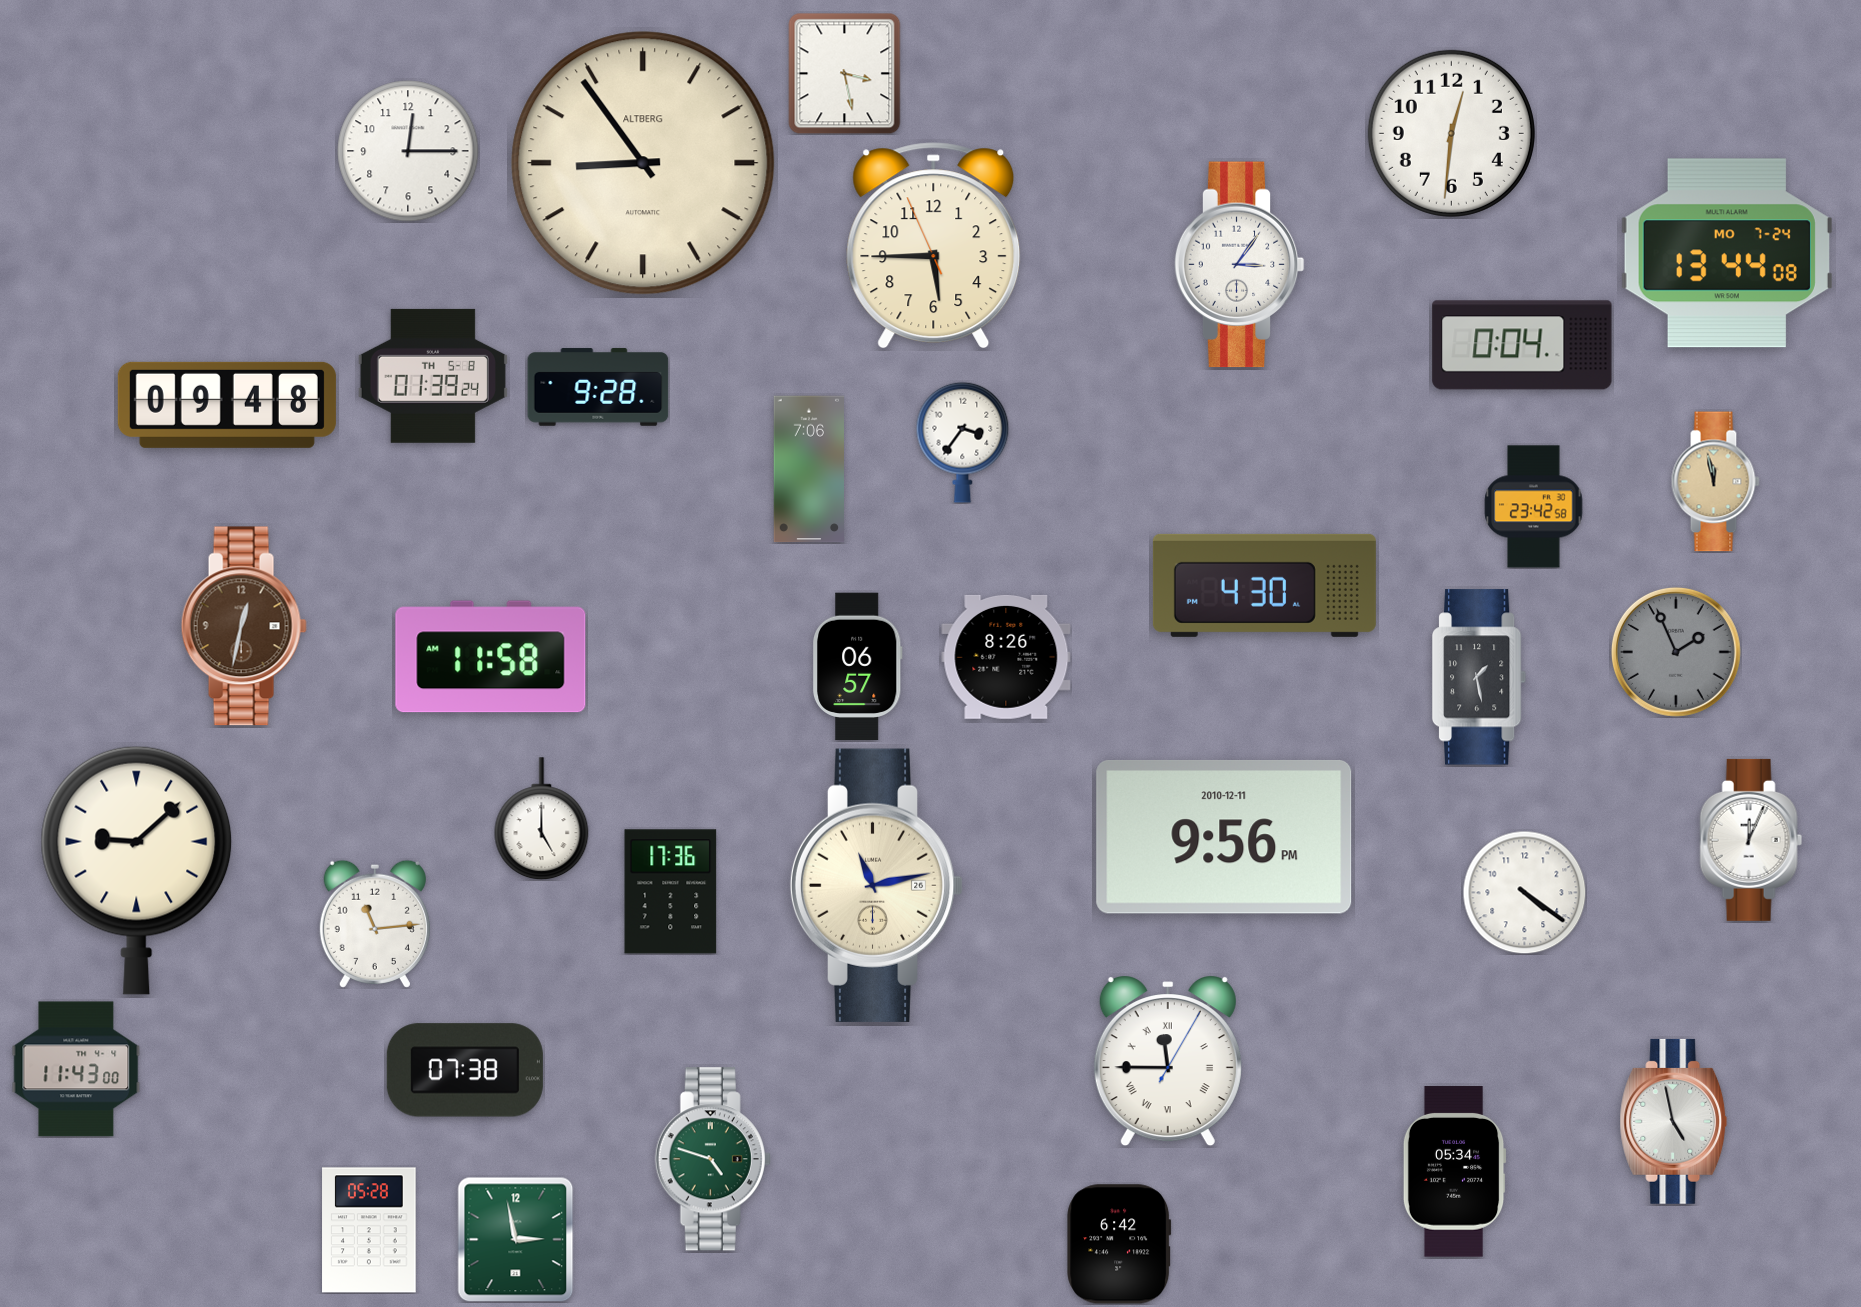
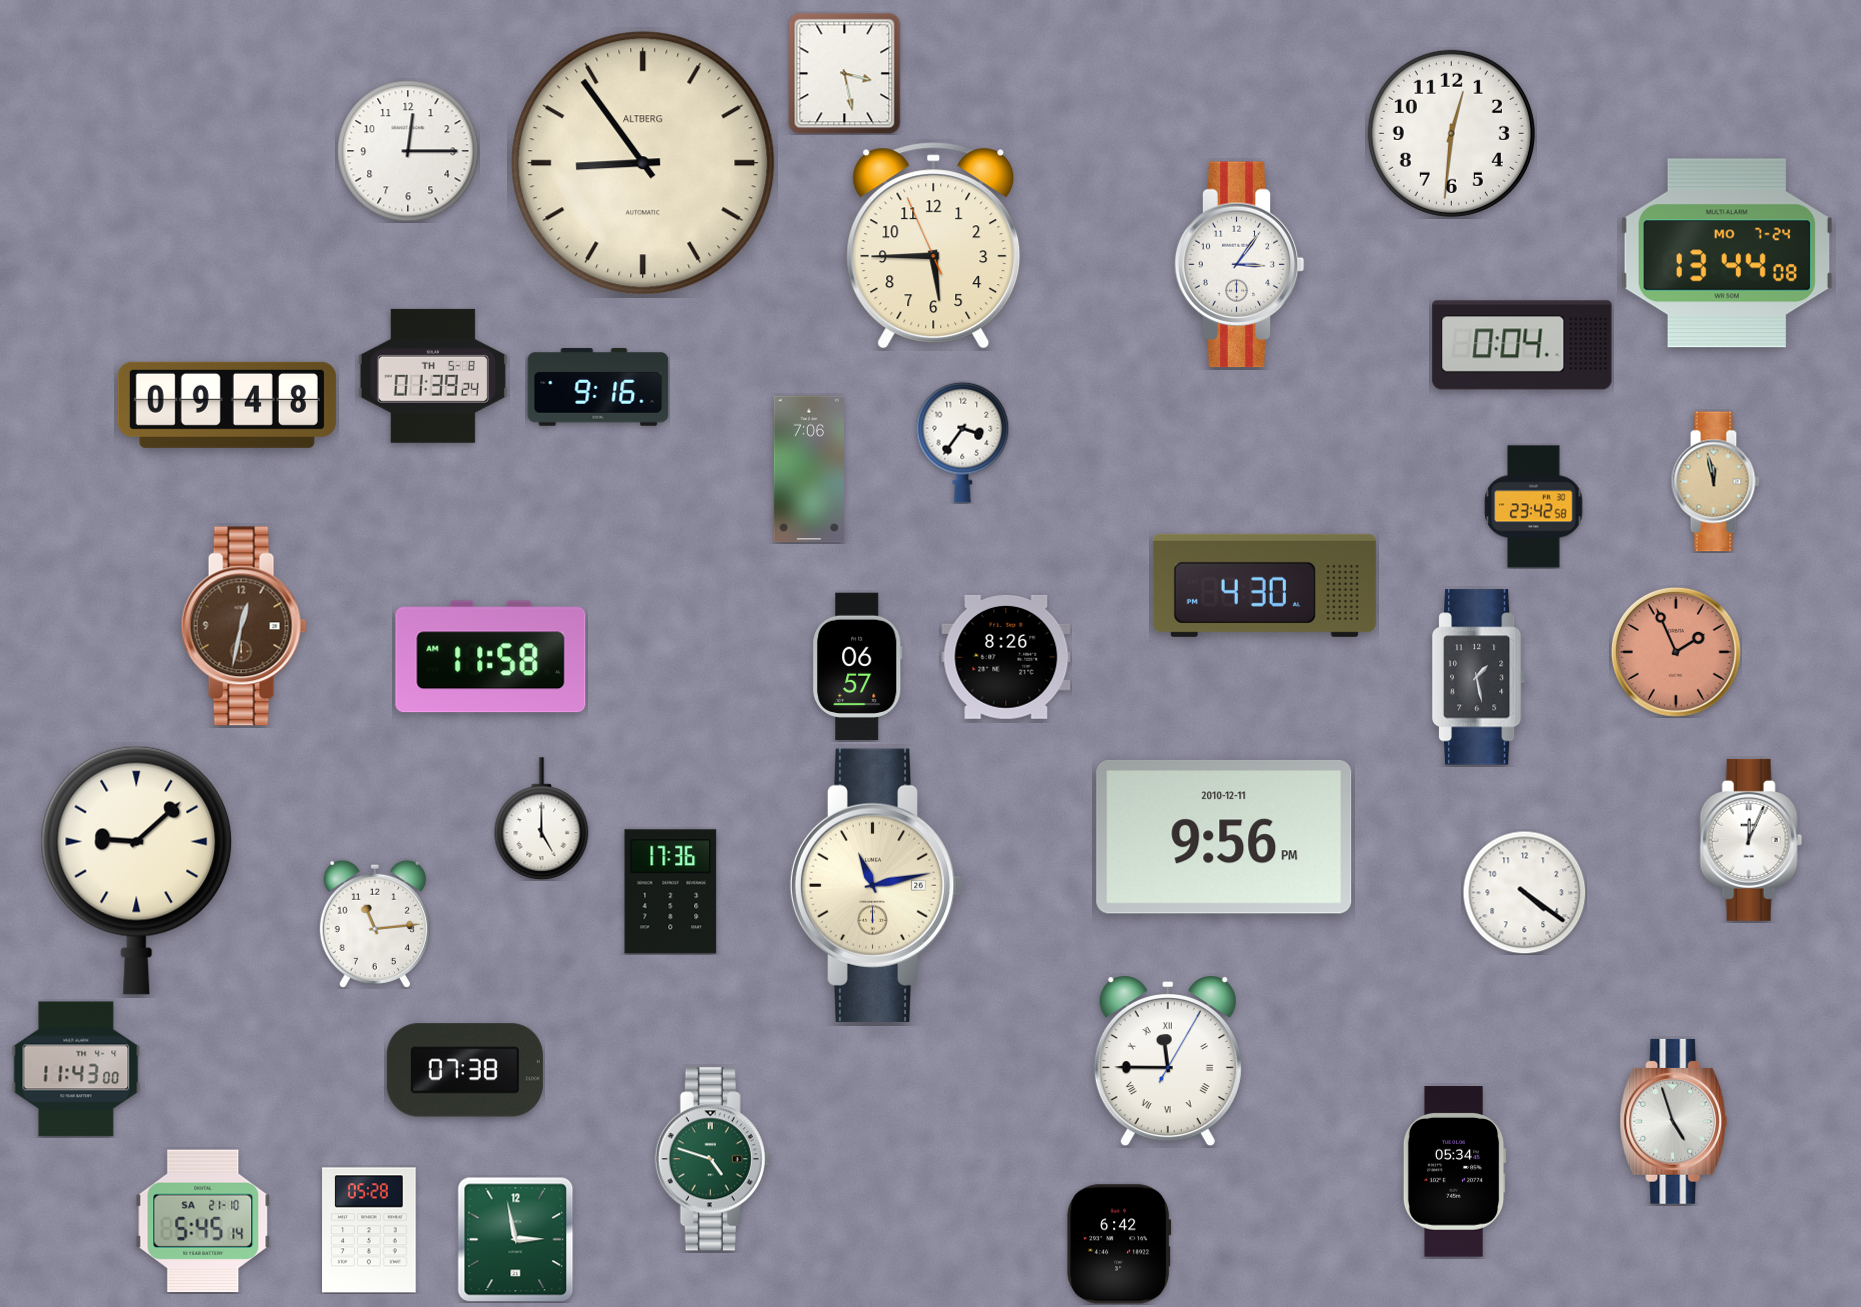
clock at (598, 387): 9:28 -> 9:16
clock at (1676, 652) dial: grey -> salmon
clock at (1674, 1121): 4:58 -> 4:57
clock at (203, 1221): none -> 5:45
